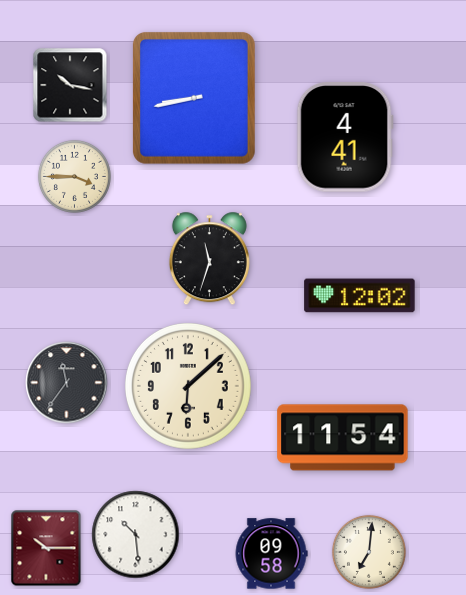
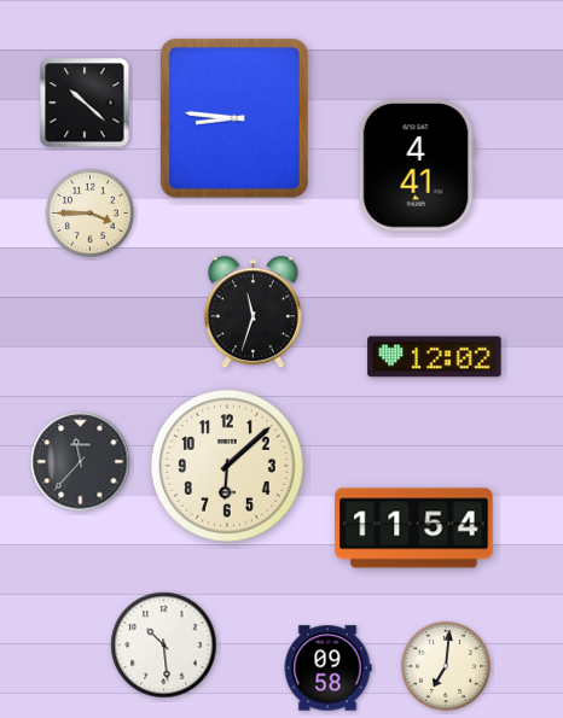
clock at (70, 85): 10:17 -> 10:22
clock at (194, 98): 8:43 -> 8:46
clock at (67, 383): 11:36 -> 11:37
clock at (46, 548): 10:15 -> none
